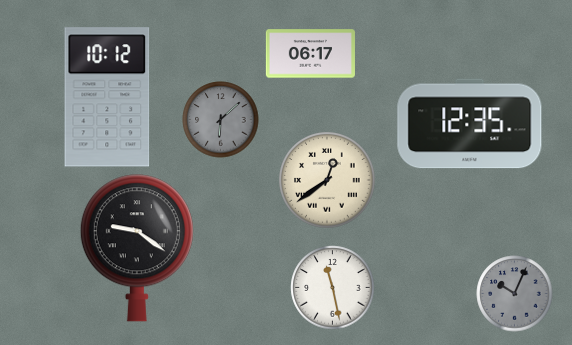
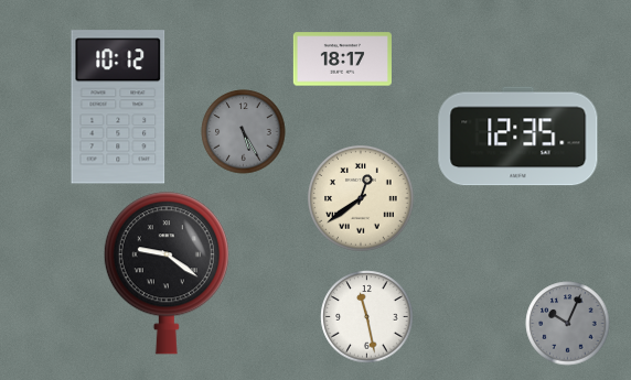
clock at (310, 54): 06:17 -> 18:17
clock at (221, 120): 6:08 -> 5:25
clock at (137, 248) position: (137, 248) -> (167, 273)
